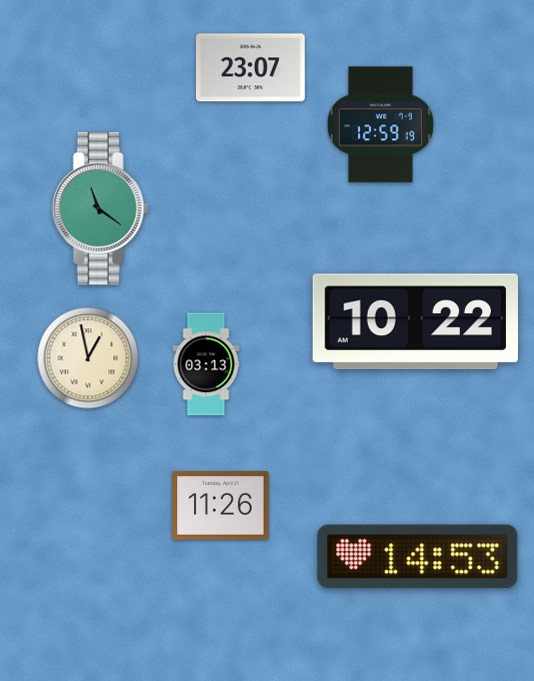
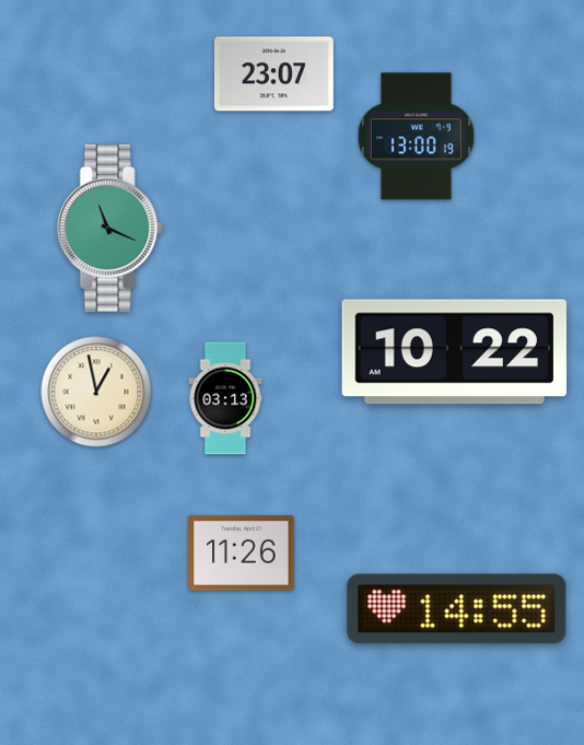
clock at (380, 125): 12:59 -> 13:00
clock at (100, 209): 11:21 -> 11:19
clock at (418, 557): 14:53 -> 14:55
